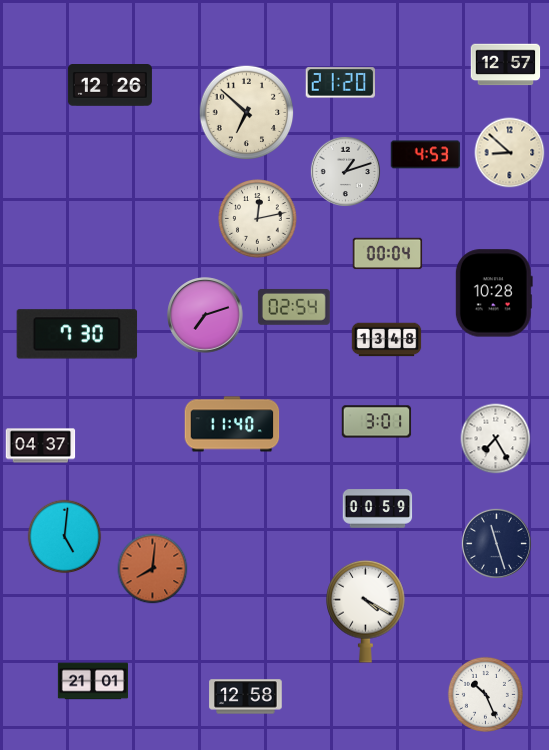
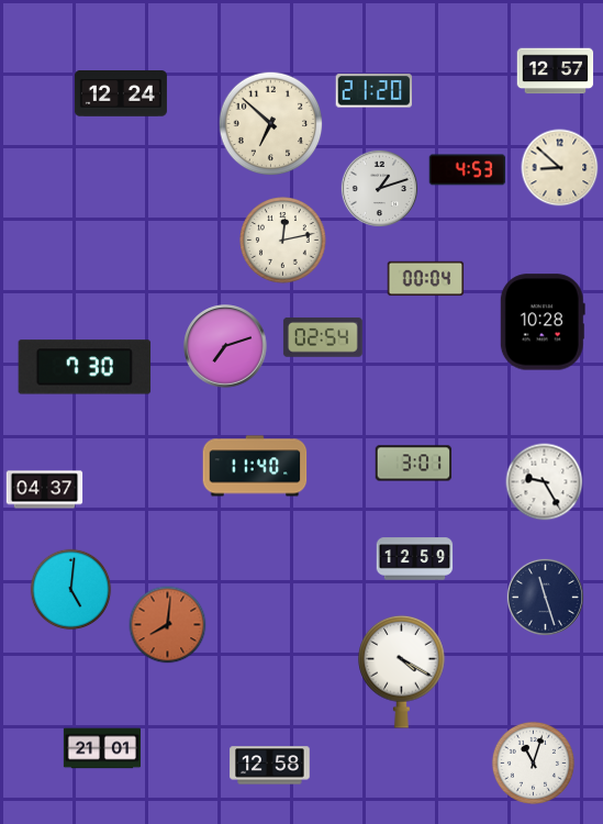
clock at (110, 86): 12:26 -> 12:24
clock at (387, 340): 13:48 -> none
clock at (496, 439): 7:25 -> 9:25
clock at (378, 509): 00:59 -> 12:59
clock at (485, 694): 10:26 -> 11:03
